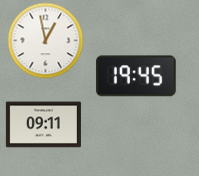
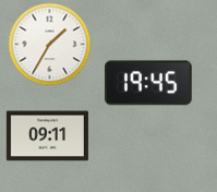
clock at (46, 41): 12:58 -> 1:35
